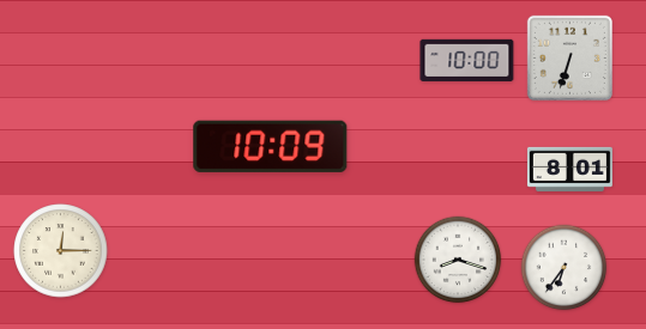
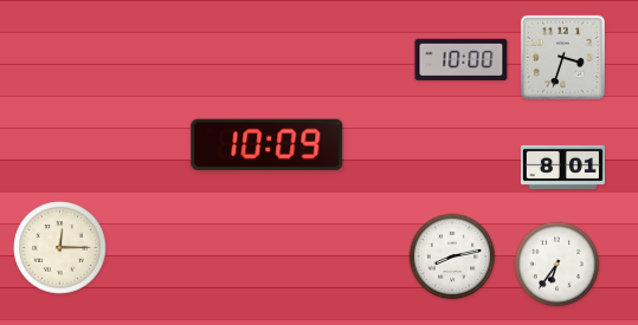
clock at (569, 57): 6:33 -> 3:33
clock at (458, 260): 8:18 -> 8:13
